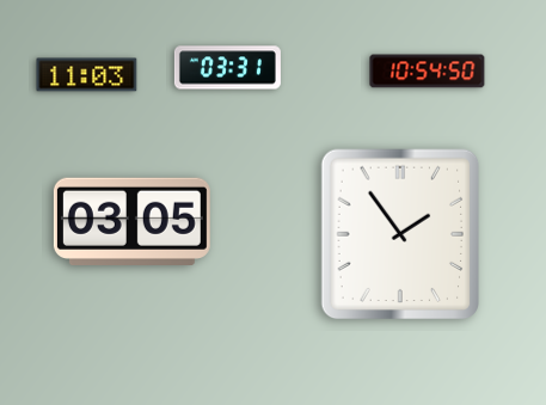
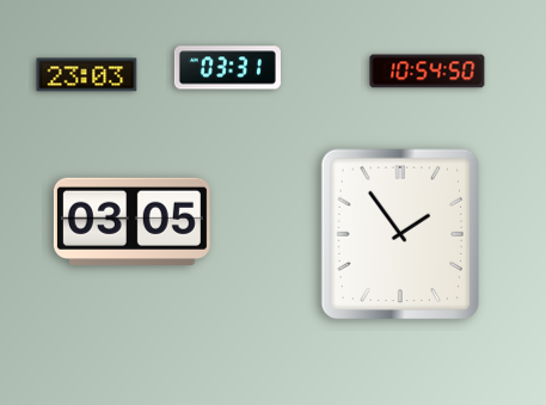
clock at (87, 75): 11:03 -> 23:03
